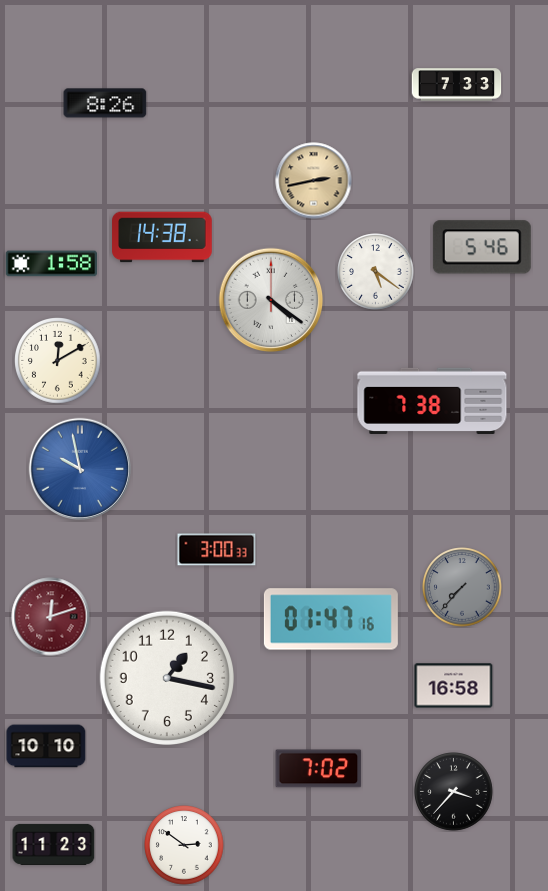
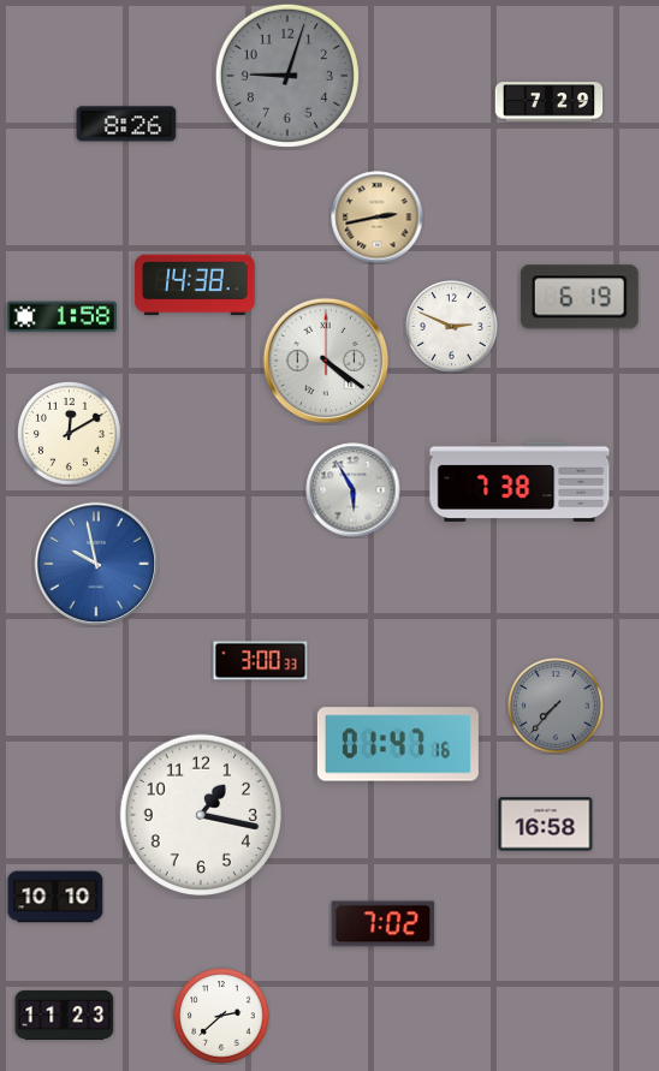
clock at (287, 76): none -> 9:03
clock at (457, 85): 7:33 -> 7:29
clock at (482, 247): 5:46 -> 6:19
clock at (376, 272): 5:21 -> 2:49
clock at (354, 490): none -> 5:55
clock at (51, 617): 12:12 -> none
clock at (454, 792): 3:37 -> none
clock at (184, 845): 2:51 -> 2:38
